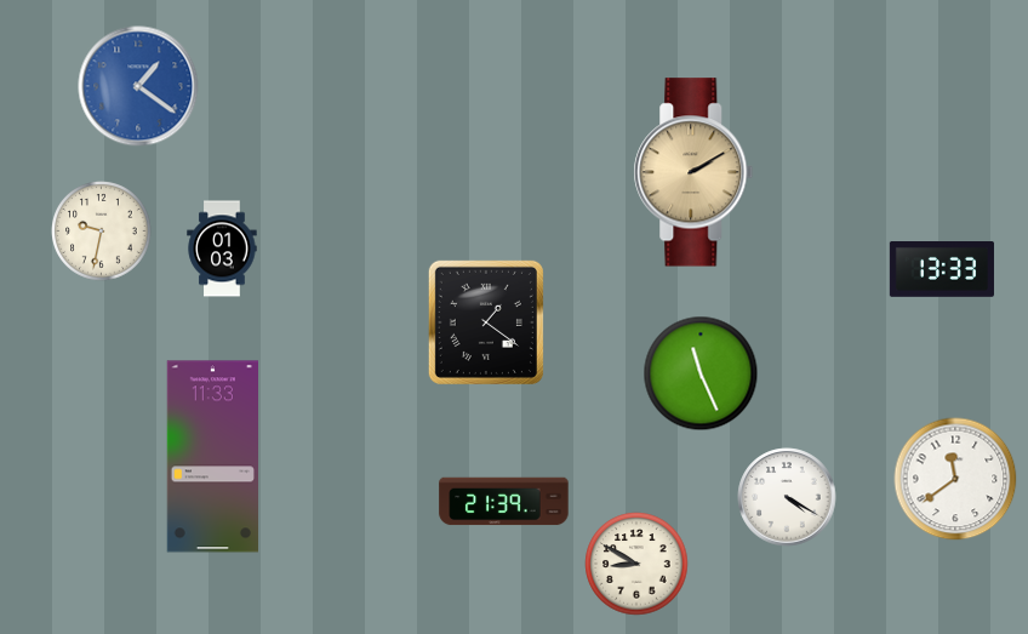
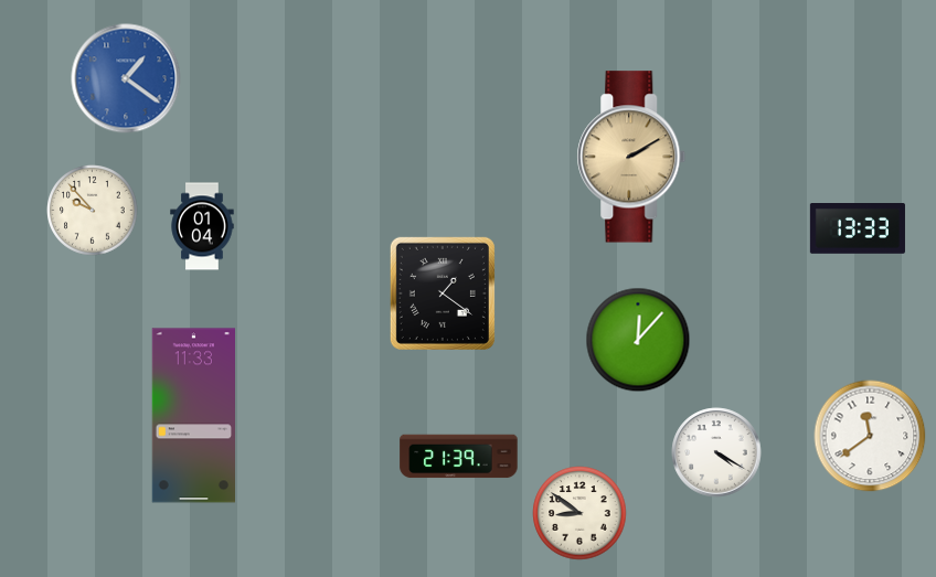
clock at (102, 232): 9:32 -> 9:53
clock at (222, 249): 01:03 -> 01:04
clock at (942, 270) position: (942, 270) -> (858, 229)
clock at (701, 373): 11:26 -> 12:07
clock at (636, 564): 8:50 -> 8:51
